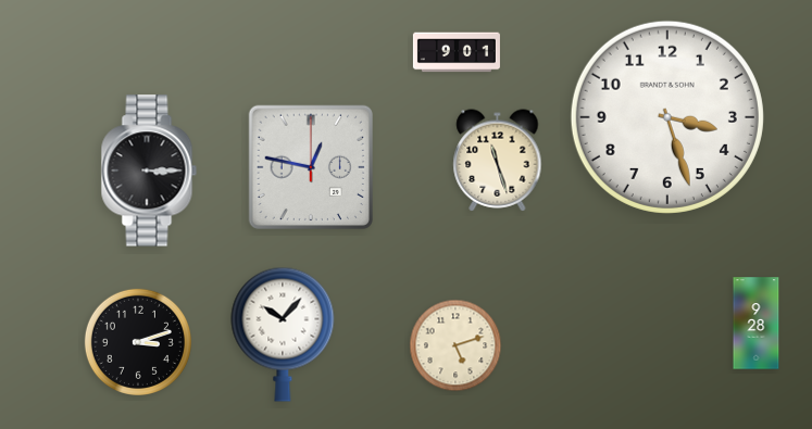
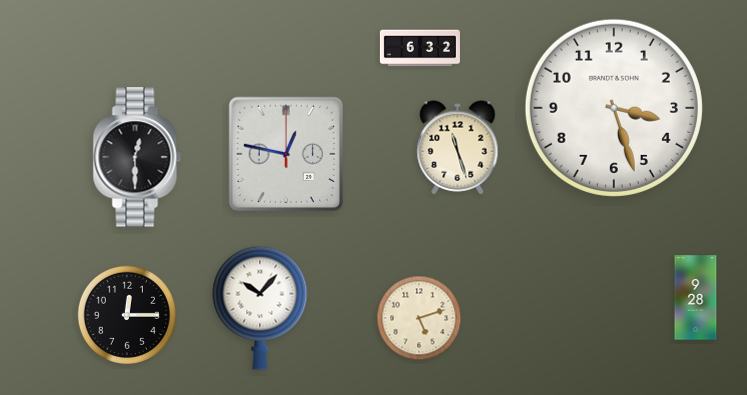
clock at (457, 52): 9:01 -> 6:32
clock at (149, 171): 3:15 -> 12:30
clock at (138, 342): 3:12 -> 12:15
